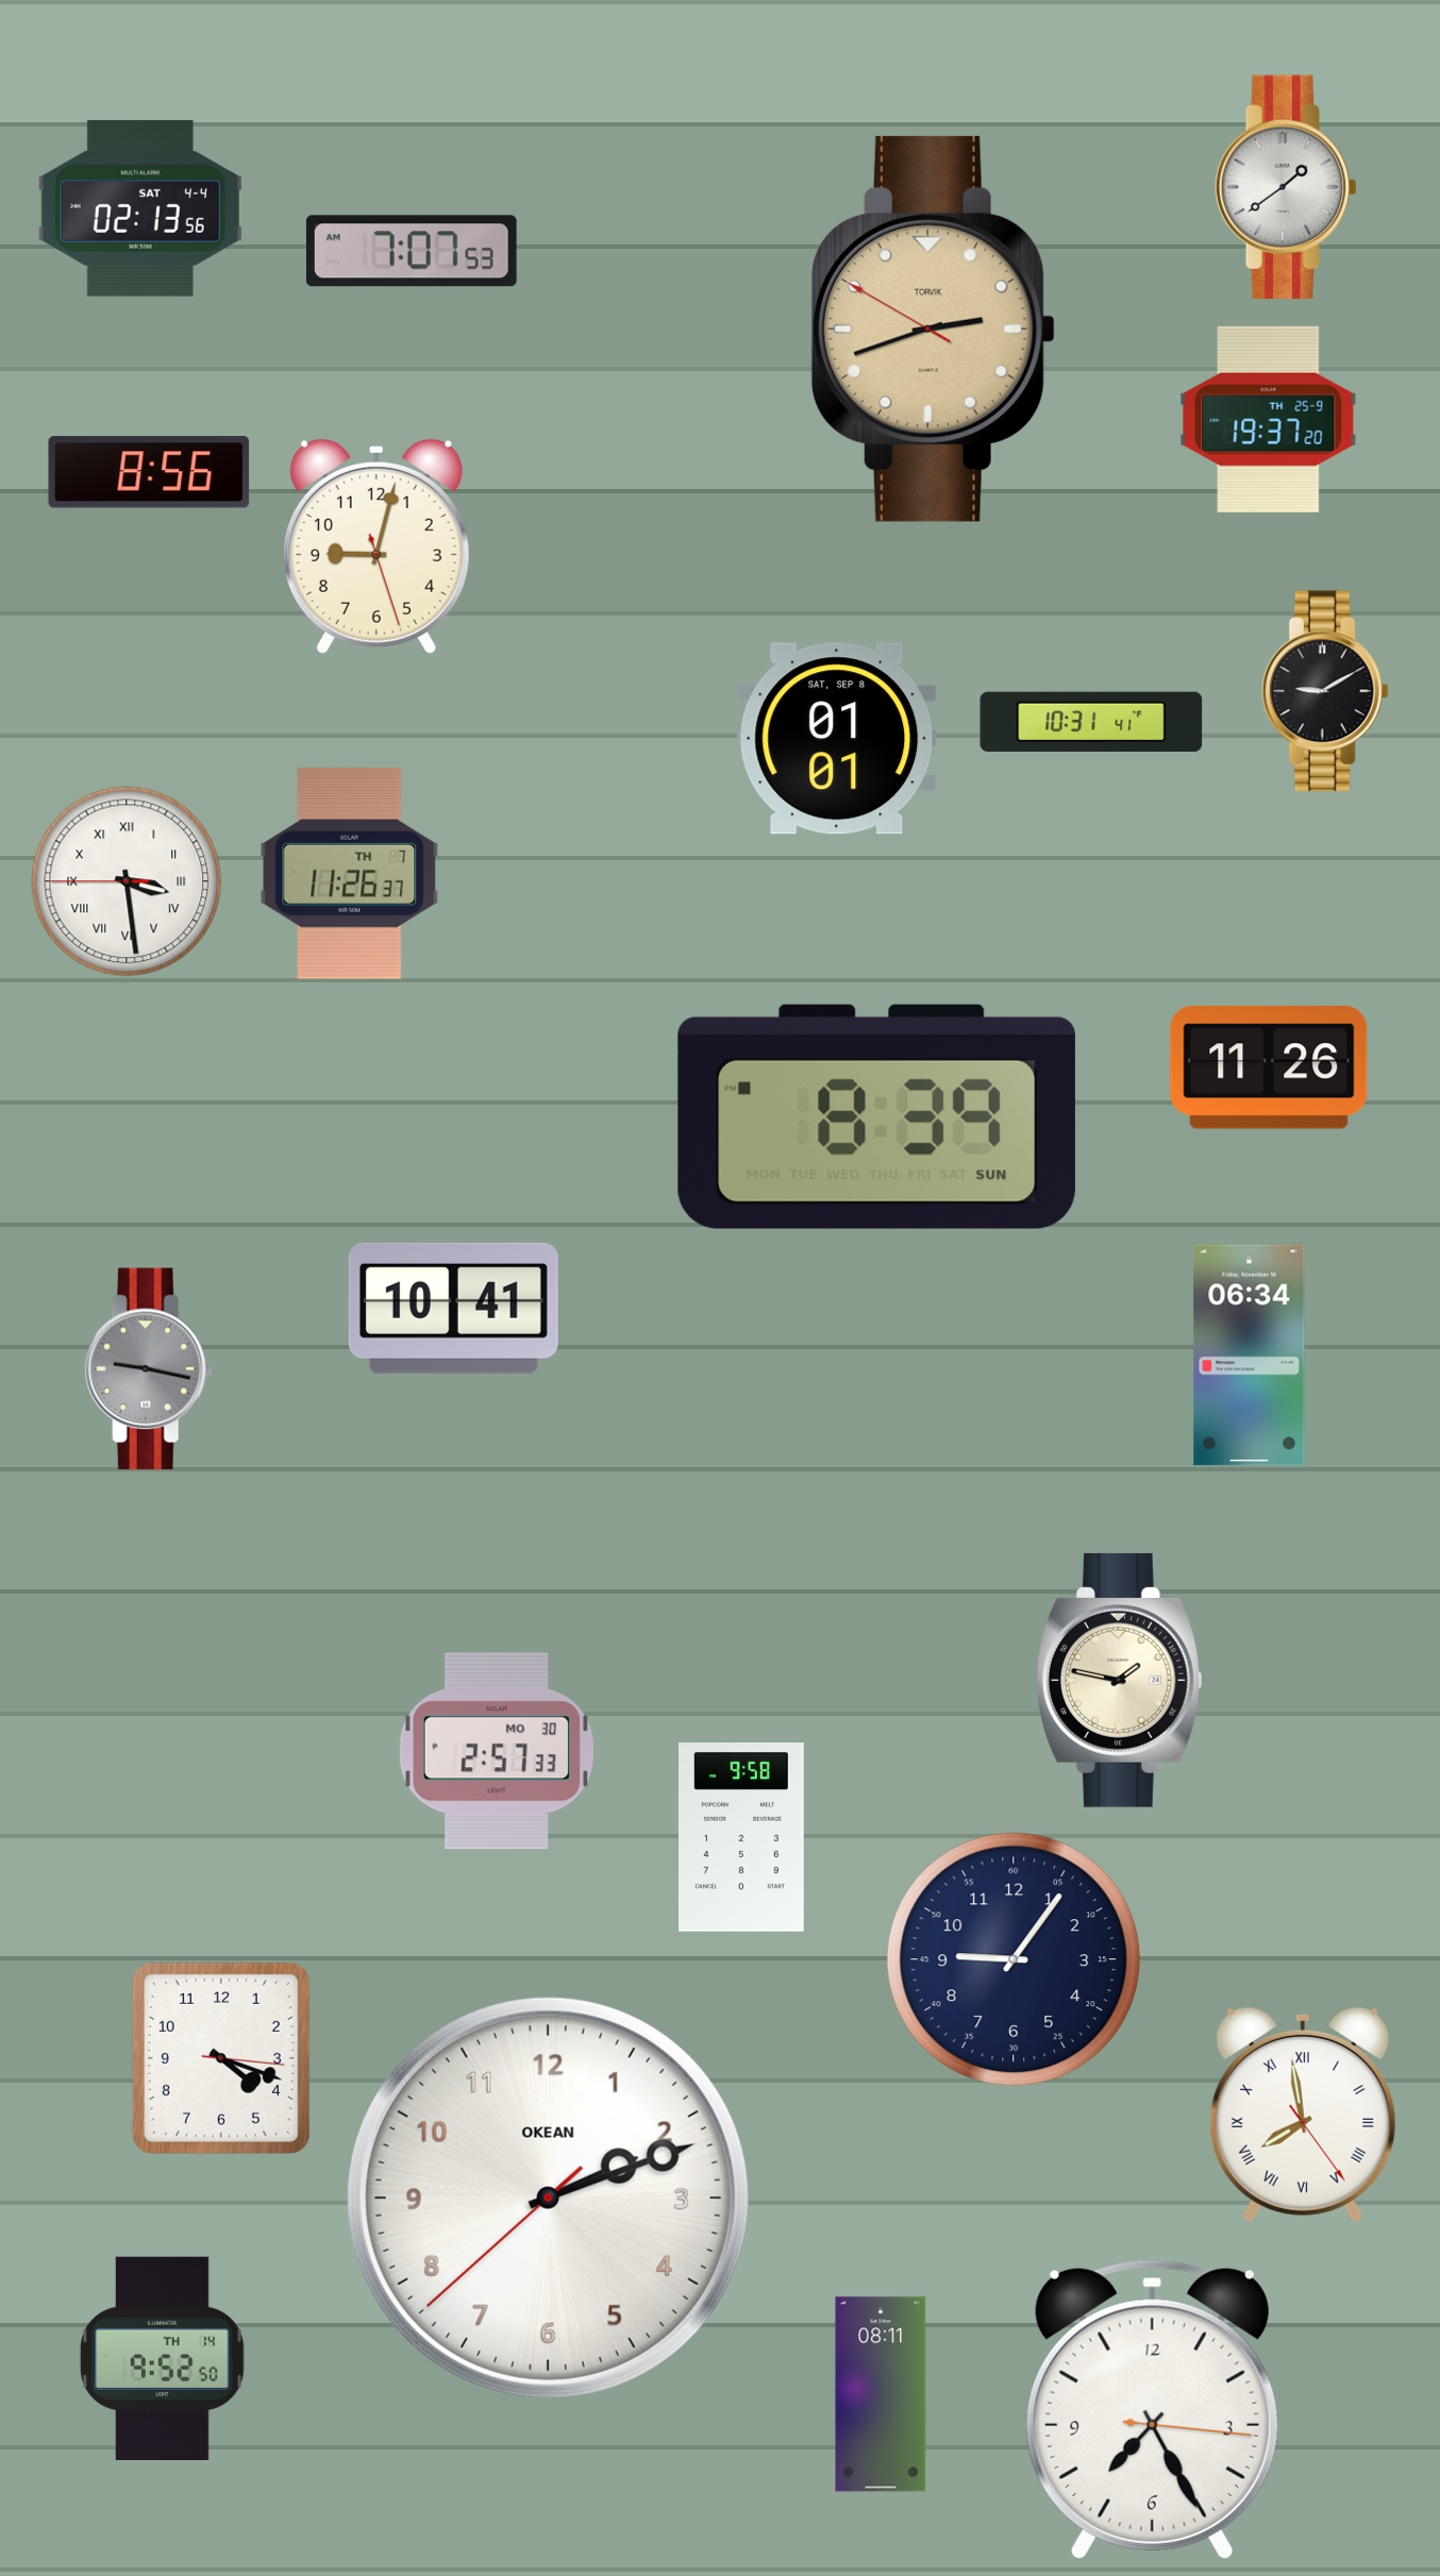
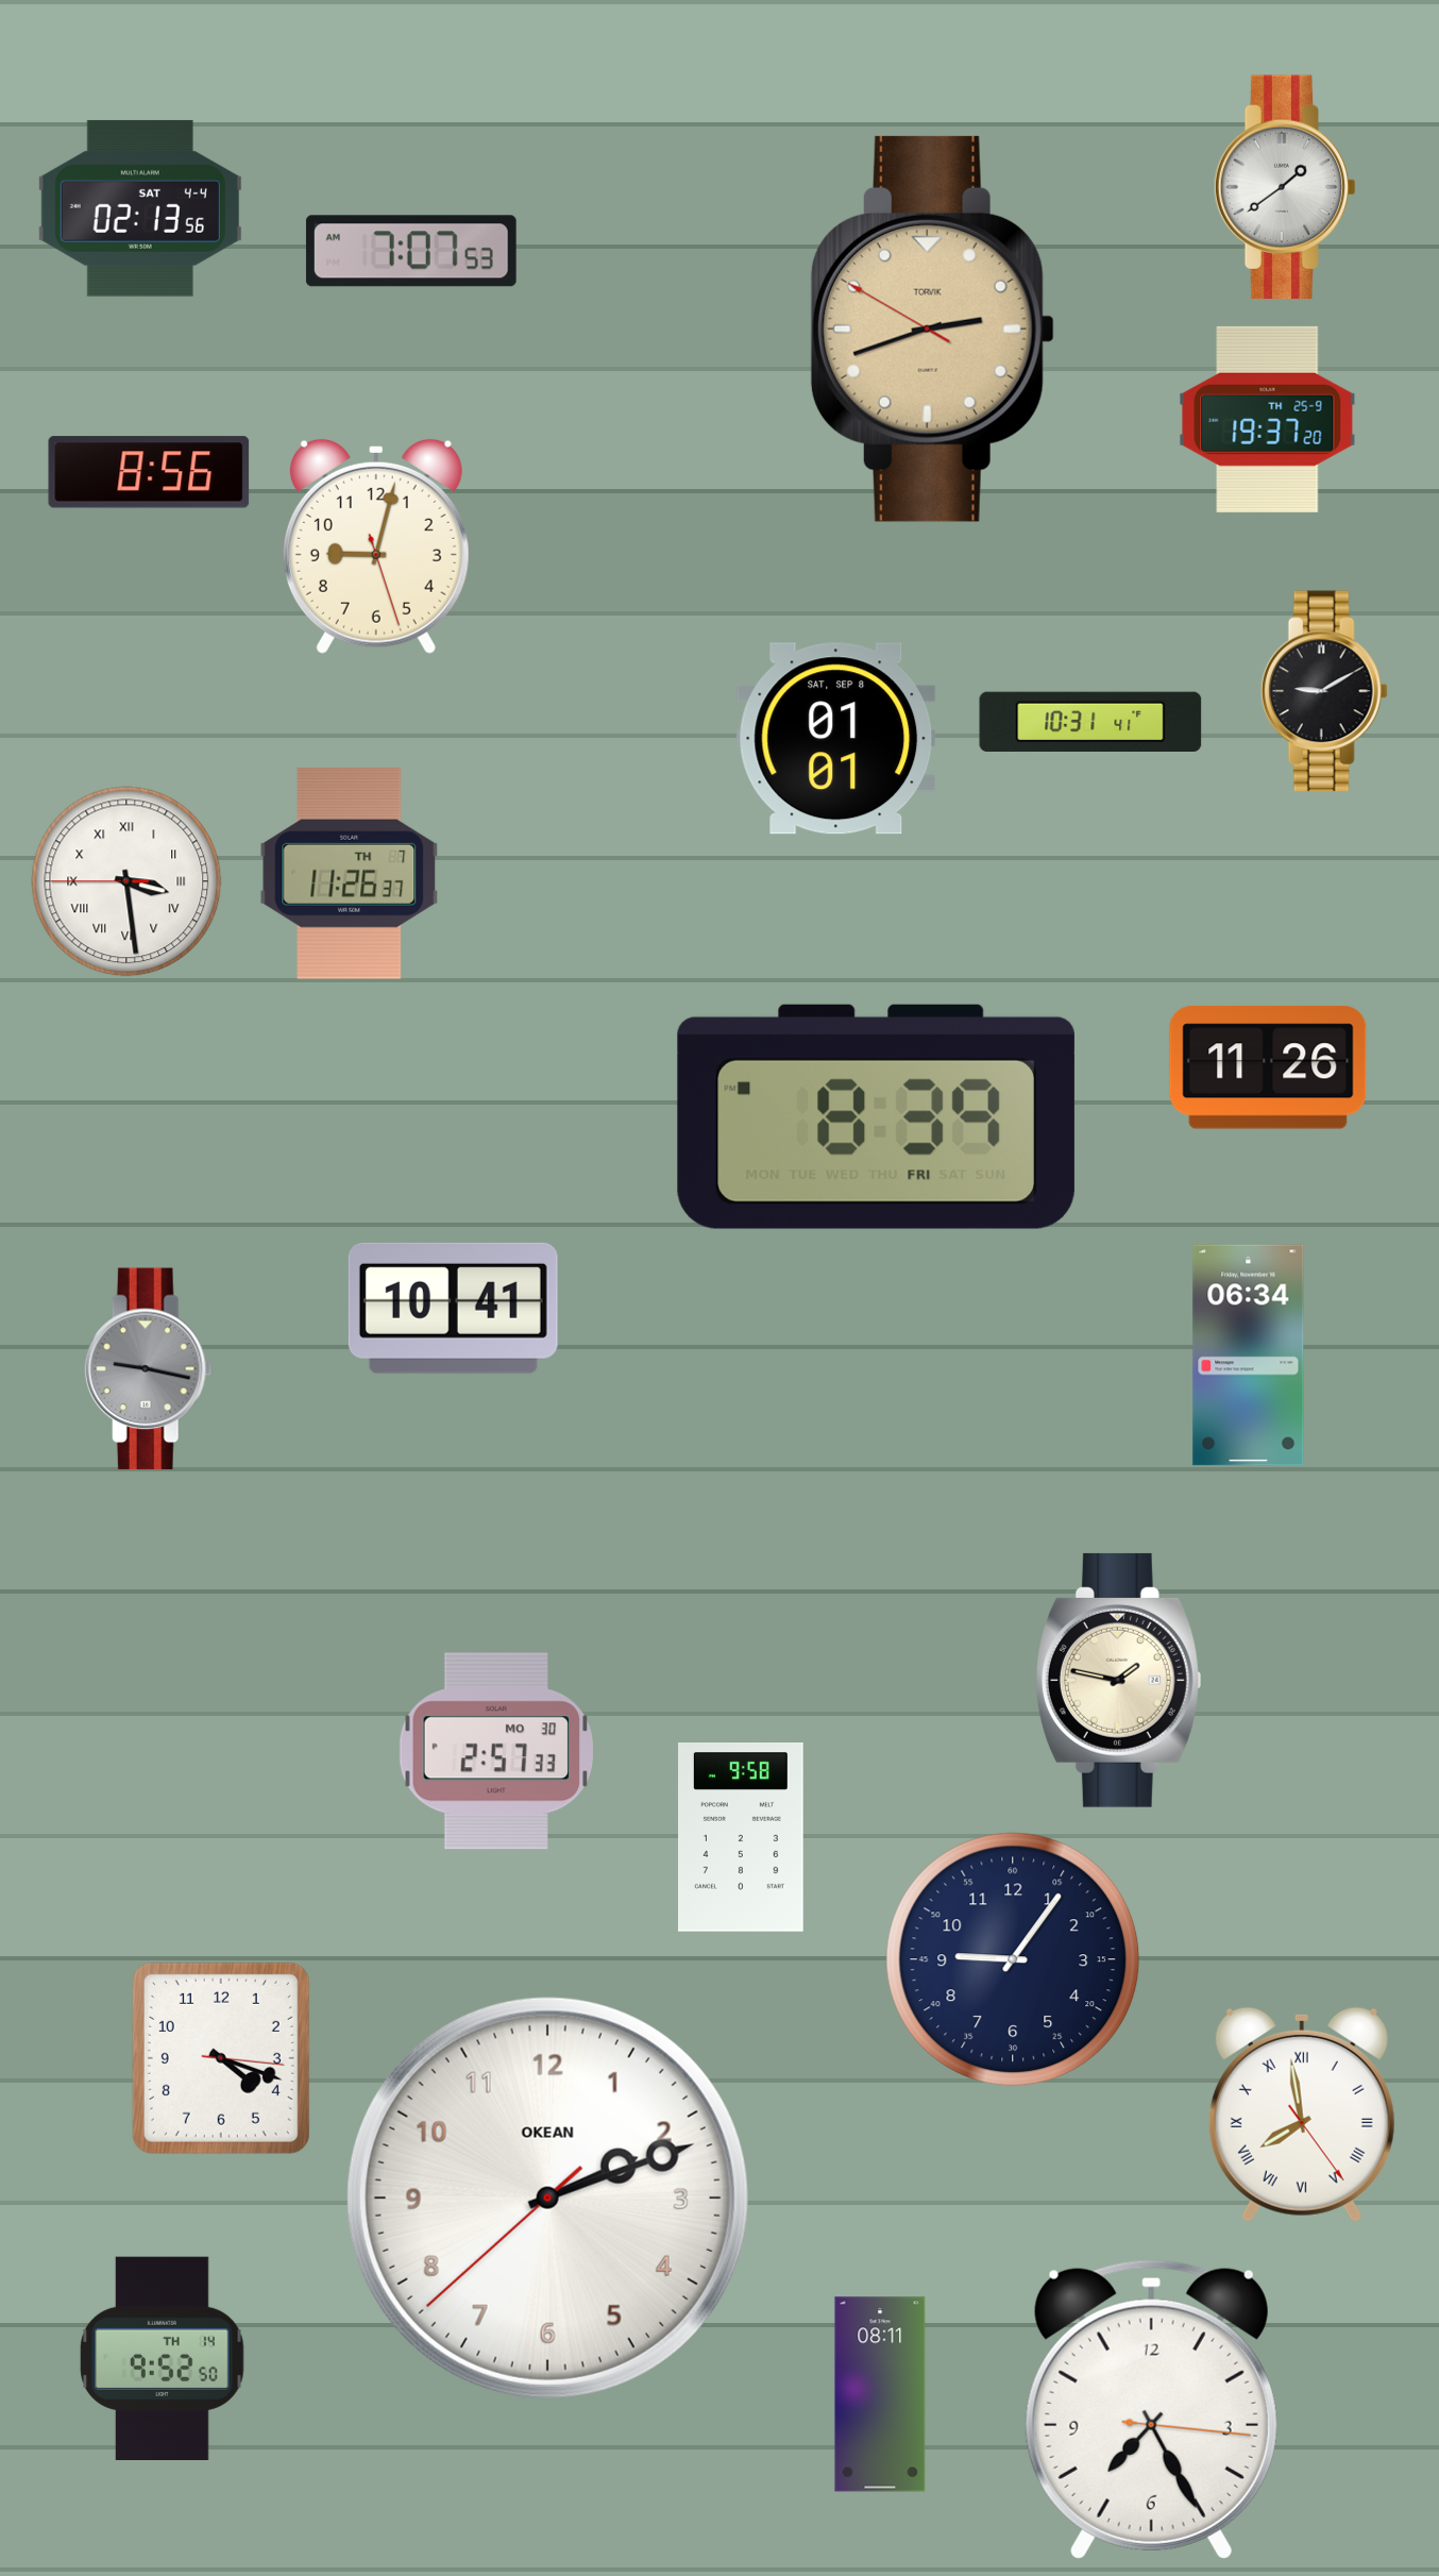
clock at (876, 1116) date: SUN -> FRI
